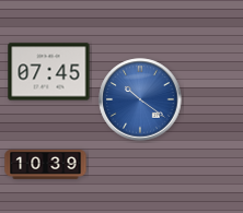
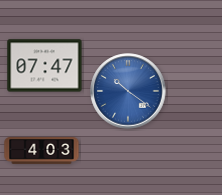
clock at (49, 72): 07:45 -> 07:47
clock at (46, 165): 10:39 -> 4:03
